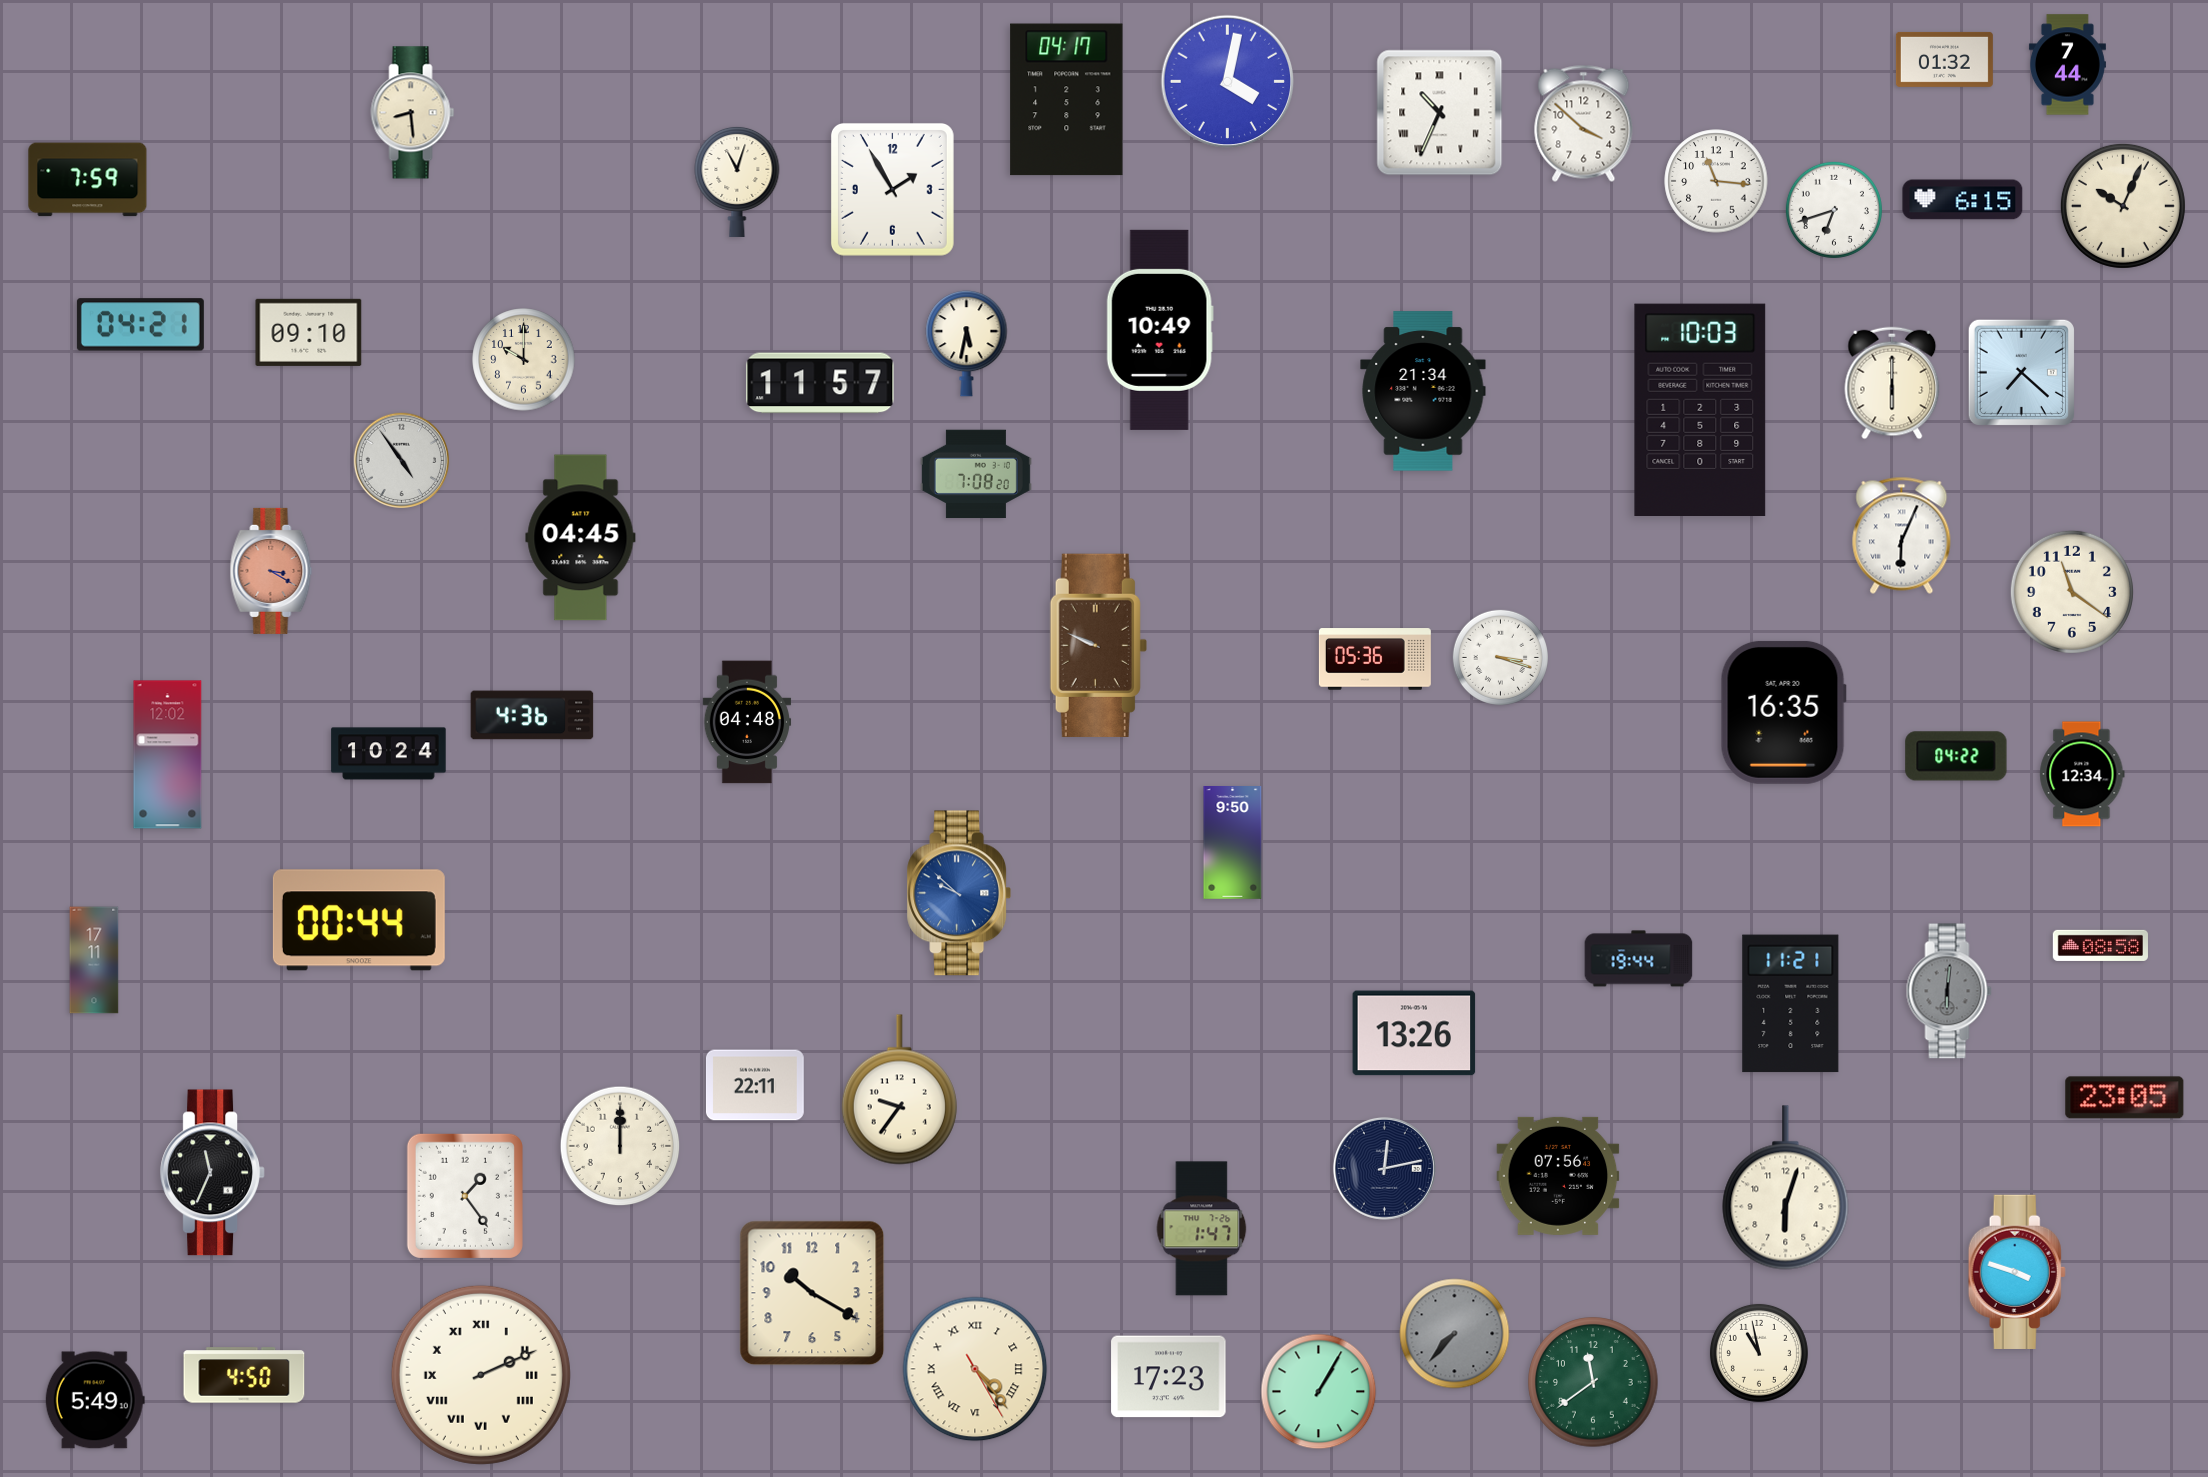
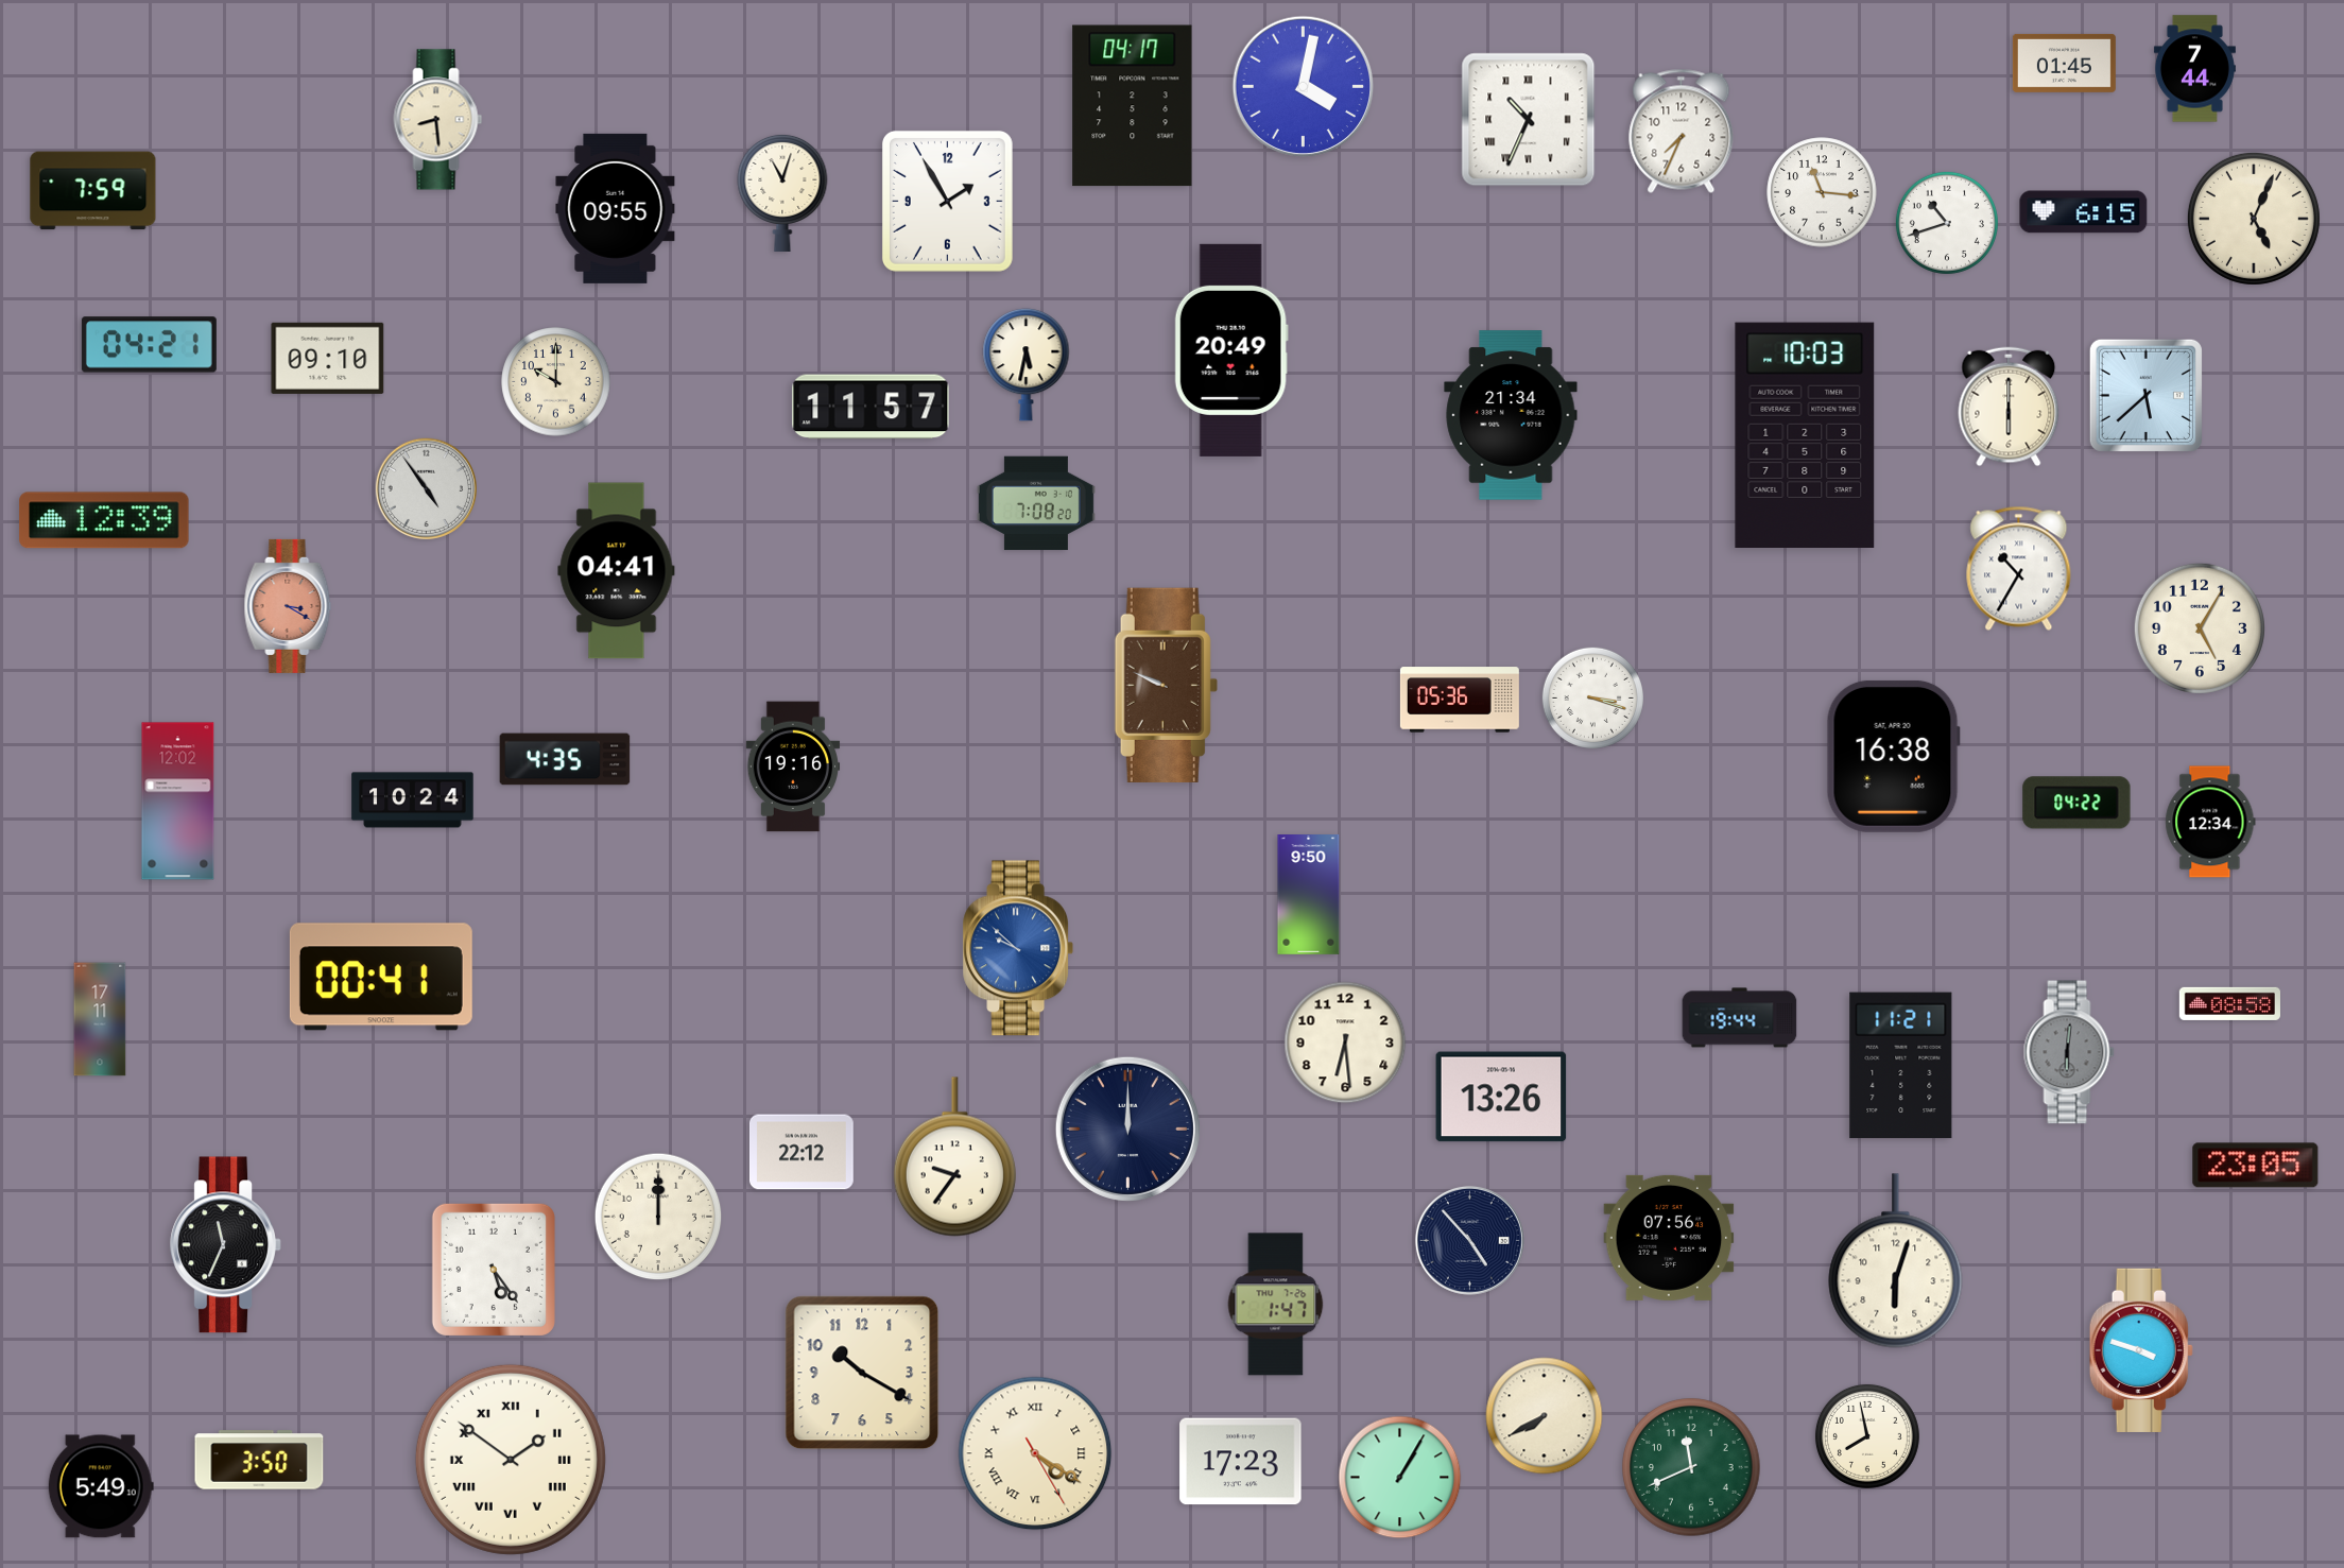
clock at (1944, 59): 01:32 -> 01:45
clock at (1584, 123): 3:52 -> 7:34
clock at (616, 208): none -> 09:55
clock at (2123, 206): 10:04 -> 5:04
clock at (1834, 210): 6:42 -> 10:42
clock at (1160, 330): 10:49 -> 20:49
clock at (309, 332) position: (309, 332) -> (328, 358)
clock at (2021, 372): 7:22 -> 5:38
clock at (104, 520): none -> 12:39
clock at (1902, 535): 6:04 -> 10:35
clock at (581, 538): 04:45 -> 04:41
clock at (2072, 592): 11:21 -> 5:05
clock at (1783, 712): 16:35 -> 16:38
clock at (532, 715): 4:36 -> 4:35
clock at (747, 722): 04:48 -> 19:16
clock at (359, 920): 00:44 -> 00:41
clock at (1345, 1043): none -> 6:29
clock at (1127, 1128): none -> 12:00
clock at (755, 1085): 22:11 -> 22:12
clock at (1384, 1168): 12:13 -> 4:53
clock at (1558, 1176) position: (1558, 1176) -> (1669, 1238)
clock at (465, 1196): 1:24 -> 5:24
clock at (1455, 1334): 7:37 -> 7:40
clock at (1455, 1334) dial: grey -> cream
clock at (1759, 1353): 10:58 -> 7:58
clock at (975, 1369): 4:23 -> 4:20
clock at (244, 1375): 4:50 -> 3:50
clock at (481, 1375): 2:11 -> 1:51
clock at (1593, 1382): 11:39 -> 11:41
